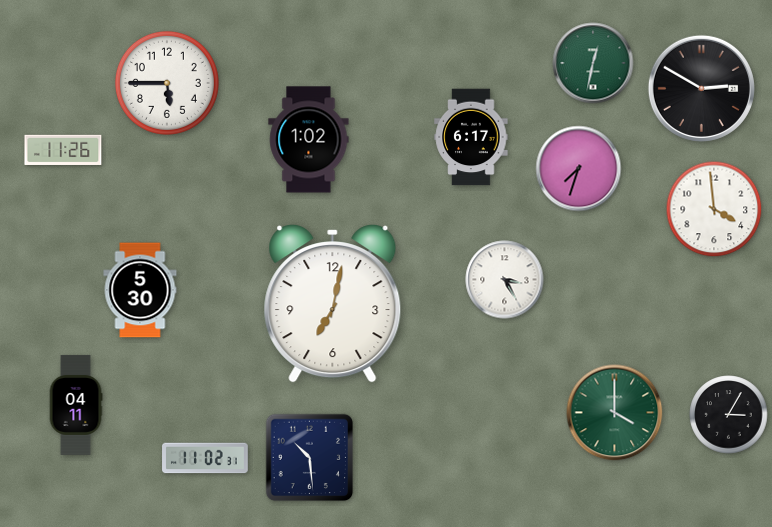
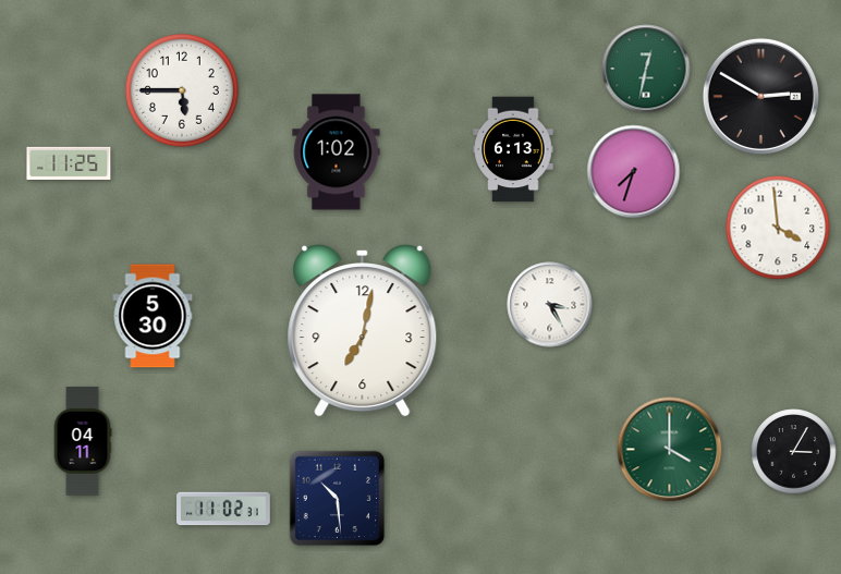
clock at (701, 88) position: (701, 88) -> (760, 96)
clock at (471, 137): 6:17 -> 6:13
clock at (63, 150): 11:26 -> 11:25
clock at (579, 169) position: (579, 169) -> (634, 172)
clock at (205, 458) position: (205, 458) -> (223, 509)
